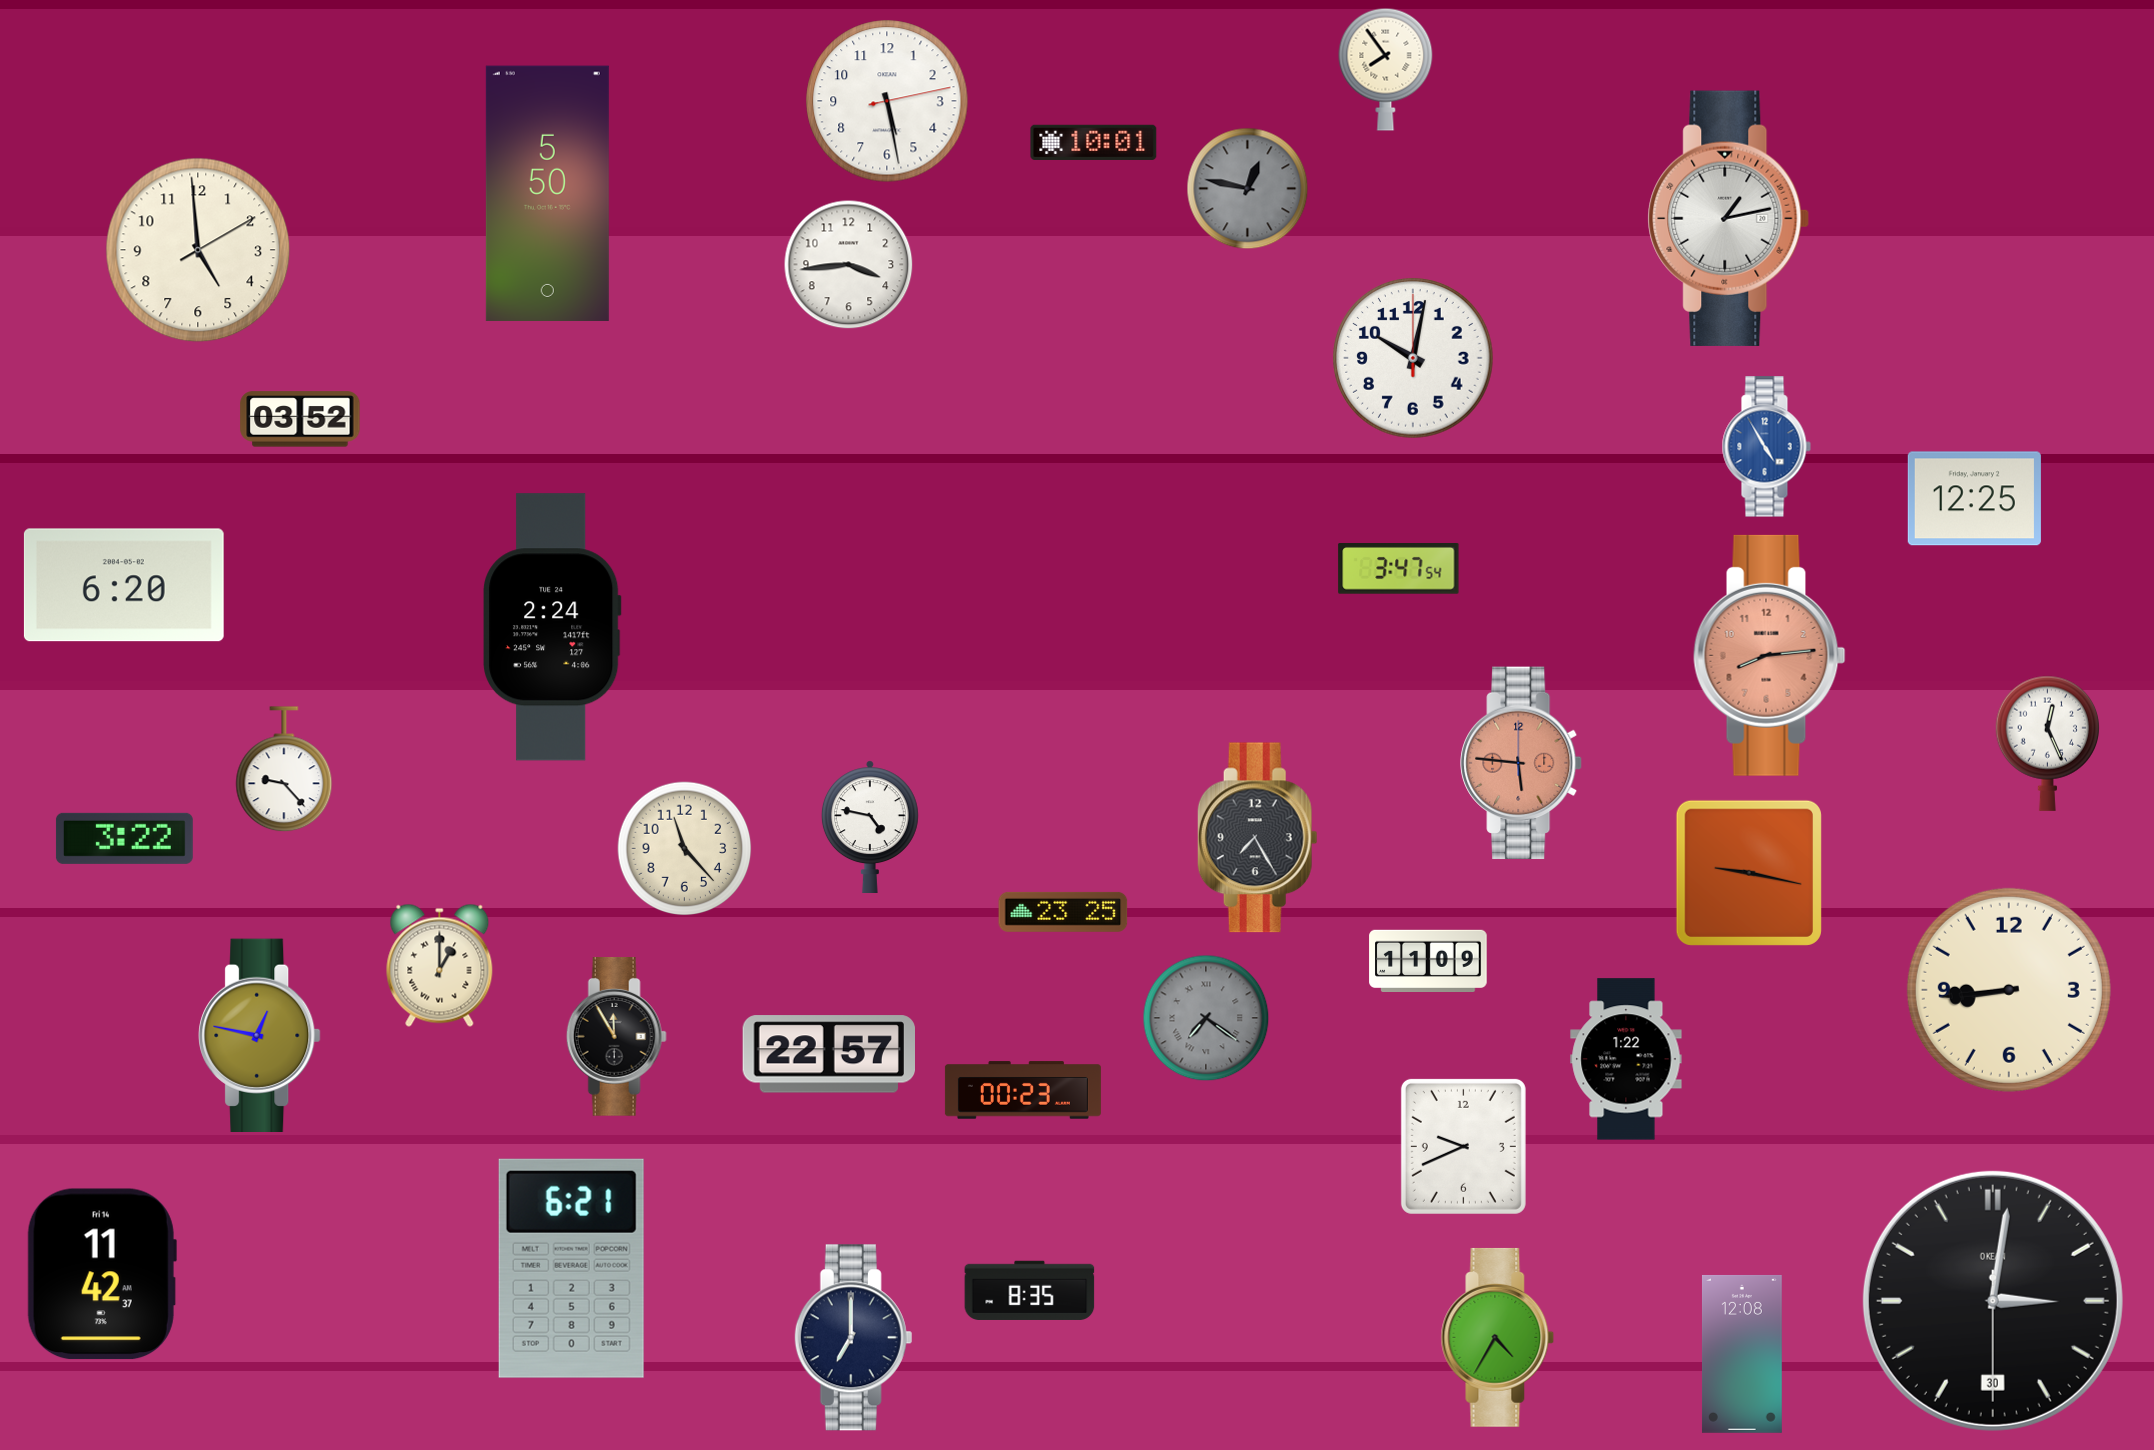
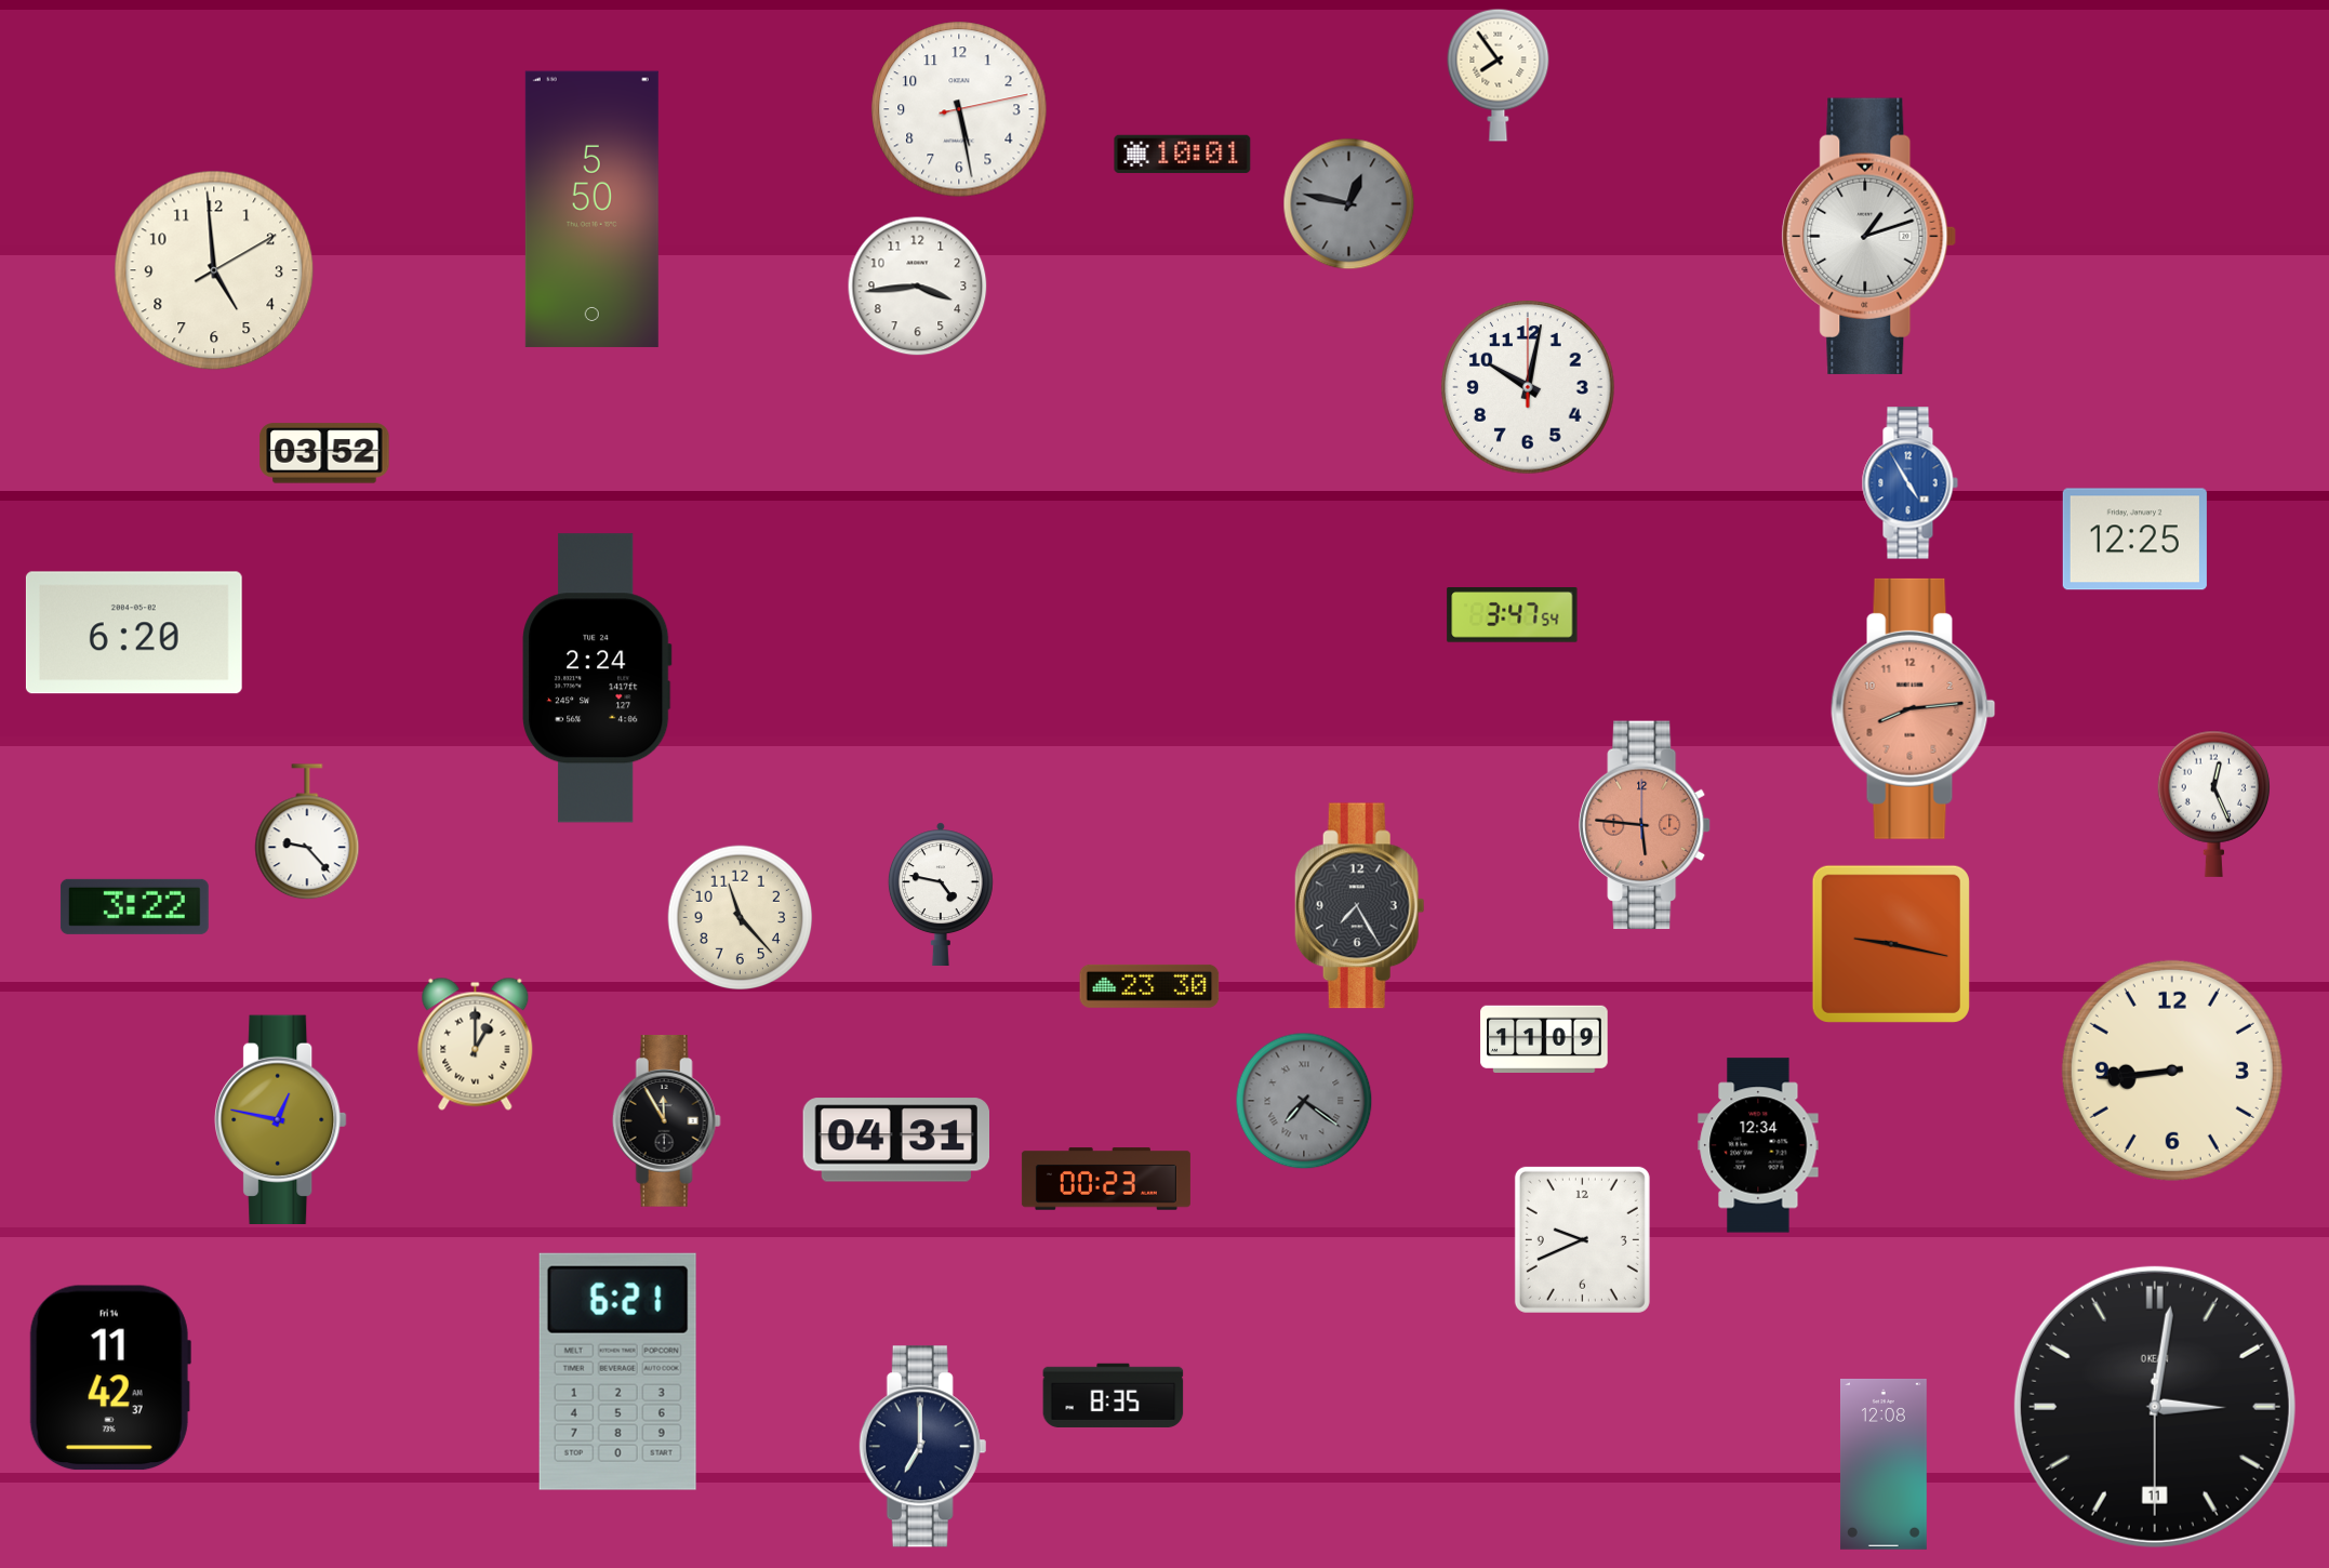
clock at (1729, 218): 1:13 -> 1:12
clock at (1063, 912): 23:25 -> 23:30
clock at (828, 1054): 22:57 -> 04:31
clock at (1626, 1059): 1:22 -> 12:34
clock at (1993, 1301) date: 30 -> 11
clock at (1498, 1337): 4:35 -> none
